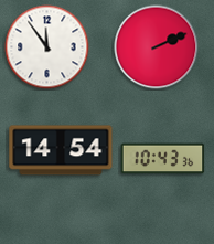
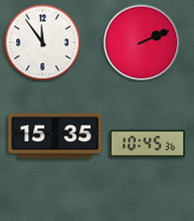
clock at (61, 150): 14:54 -> 15:35
clock at (163, 159): 10:43 -> 10:45
